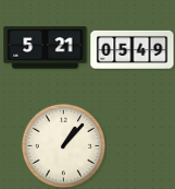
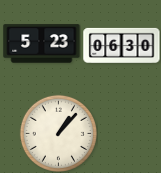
clock at (46, 48): 5:21 -> 5:23
clock at (133, 49): 05:49 -> 06:30
